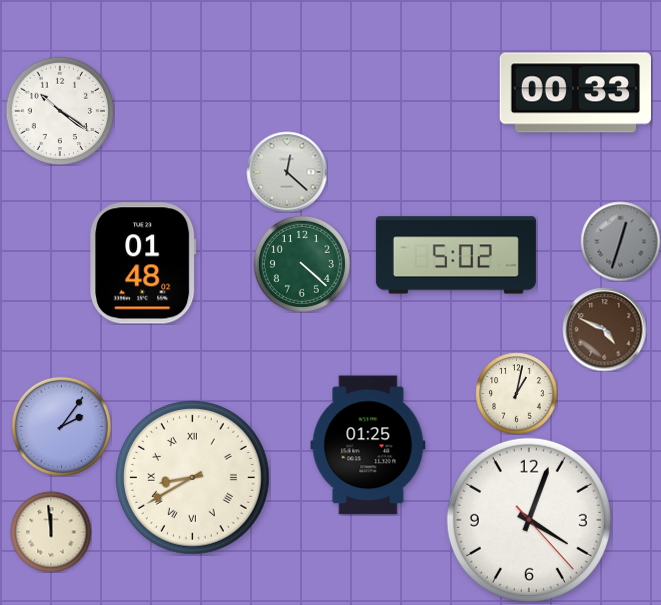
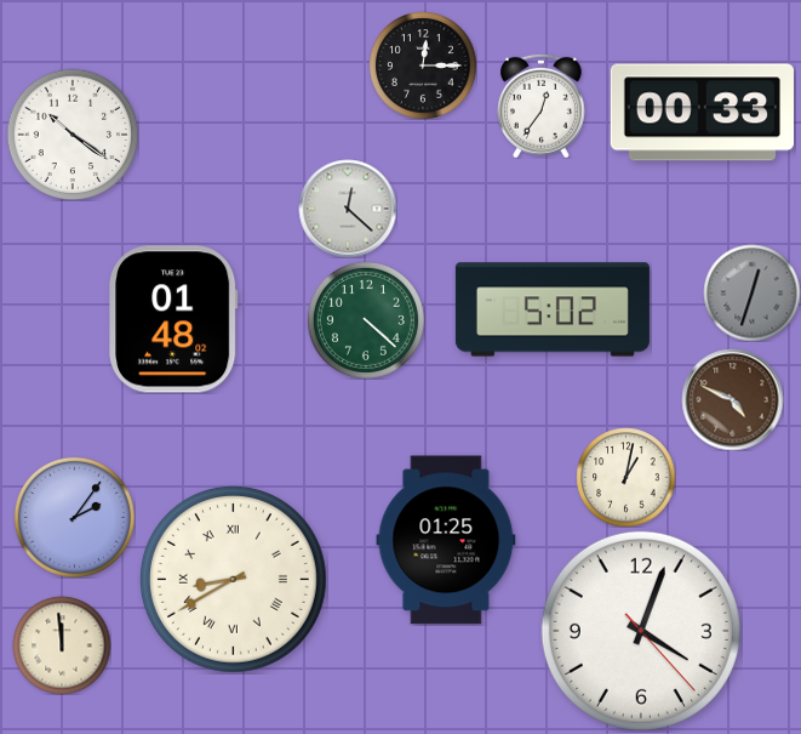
clock at (423, 66): none -> 12:15
clock at (542, 106): none -> 12:36
clock at (575, 93) position: (575, 93) -> (702, 113)
